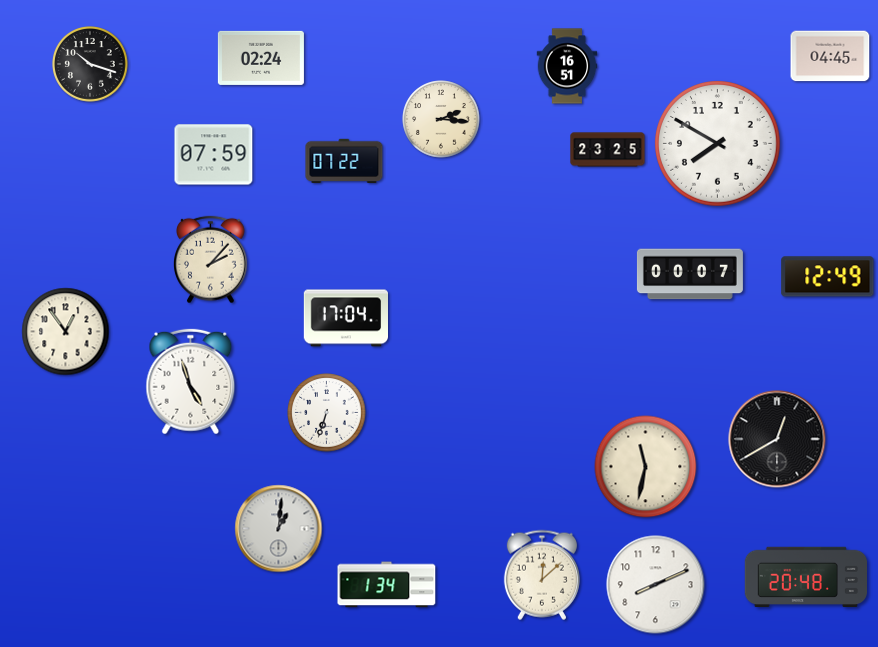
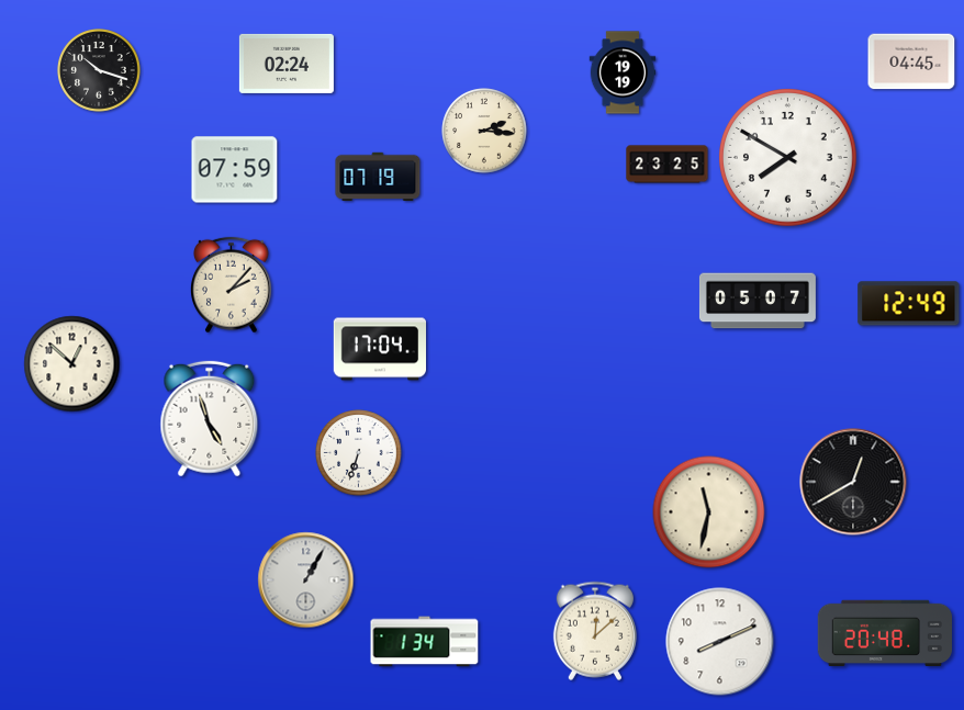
clock at (567, 66): 16:51 -> 19:19
clock at (344, 160): 07:22 -> 07:19
clock at (690, 274): 00:07 -> 05:07
clock at (66, 332): 12:54 -> 12:52
clock at (279, 529): 1:01 -> 1:05
